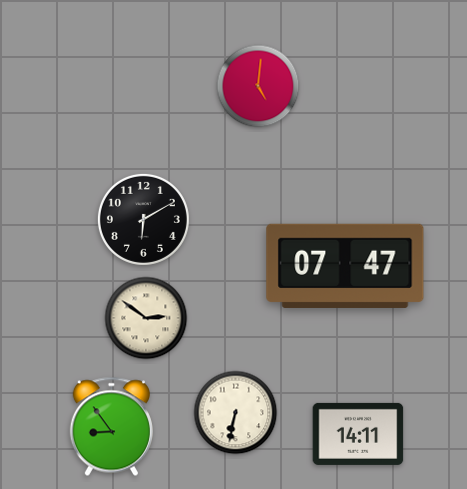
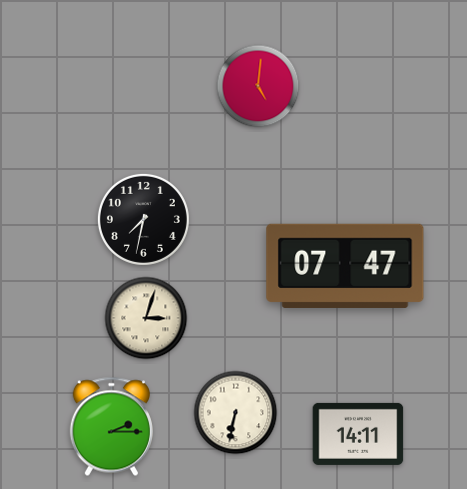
clock at (143, 219): 6:10 -> 7:32
clock at (146, 318): 2:51 -> 3:03
clock at (111, 427): 8:54 -> 2:15
